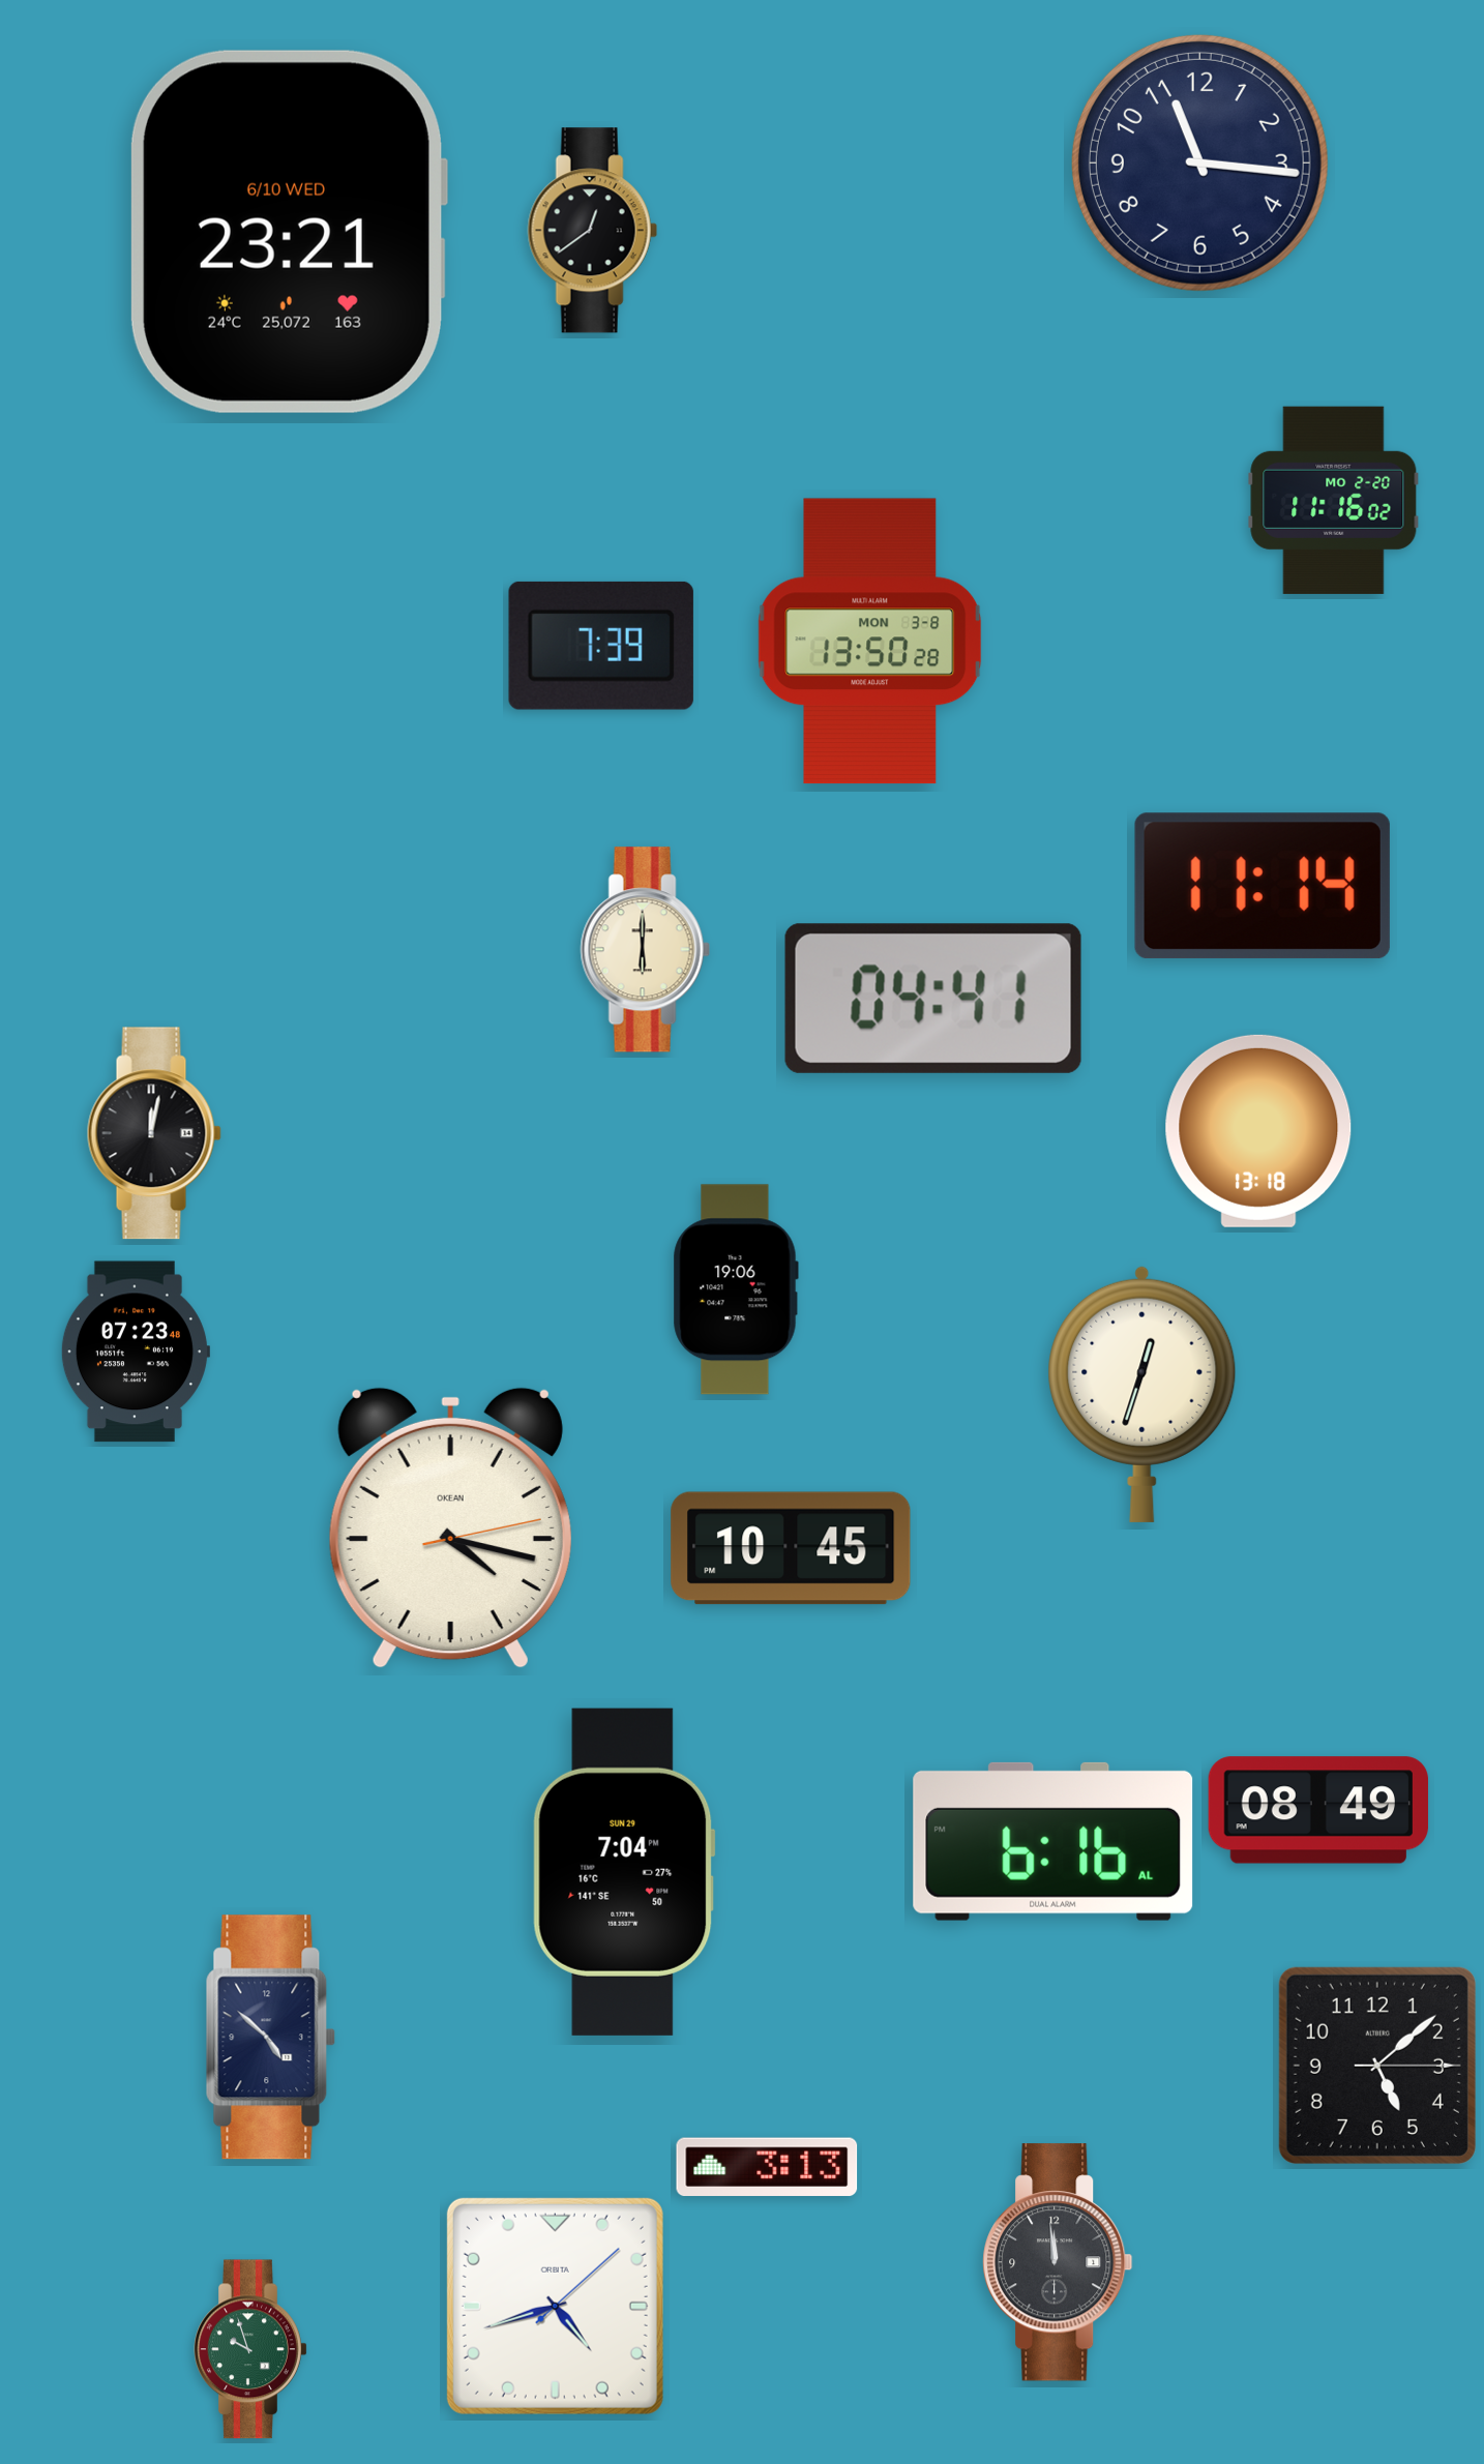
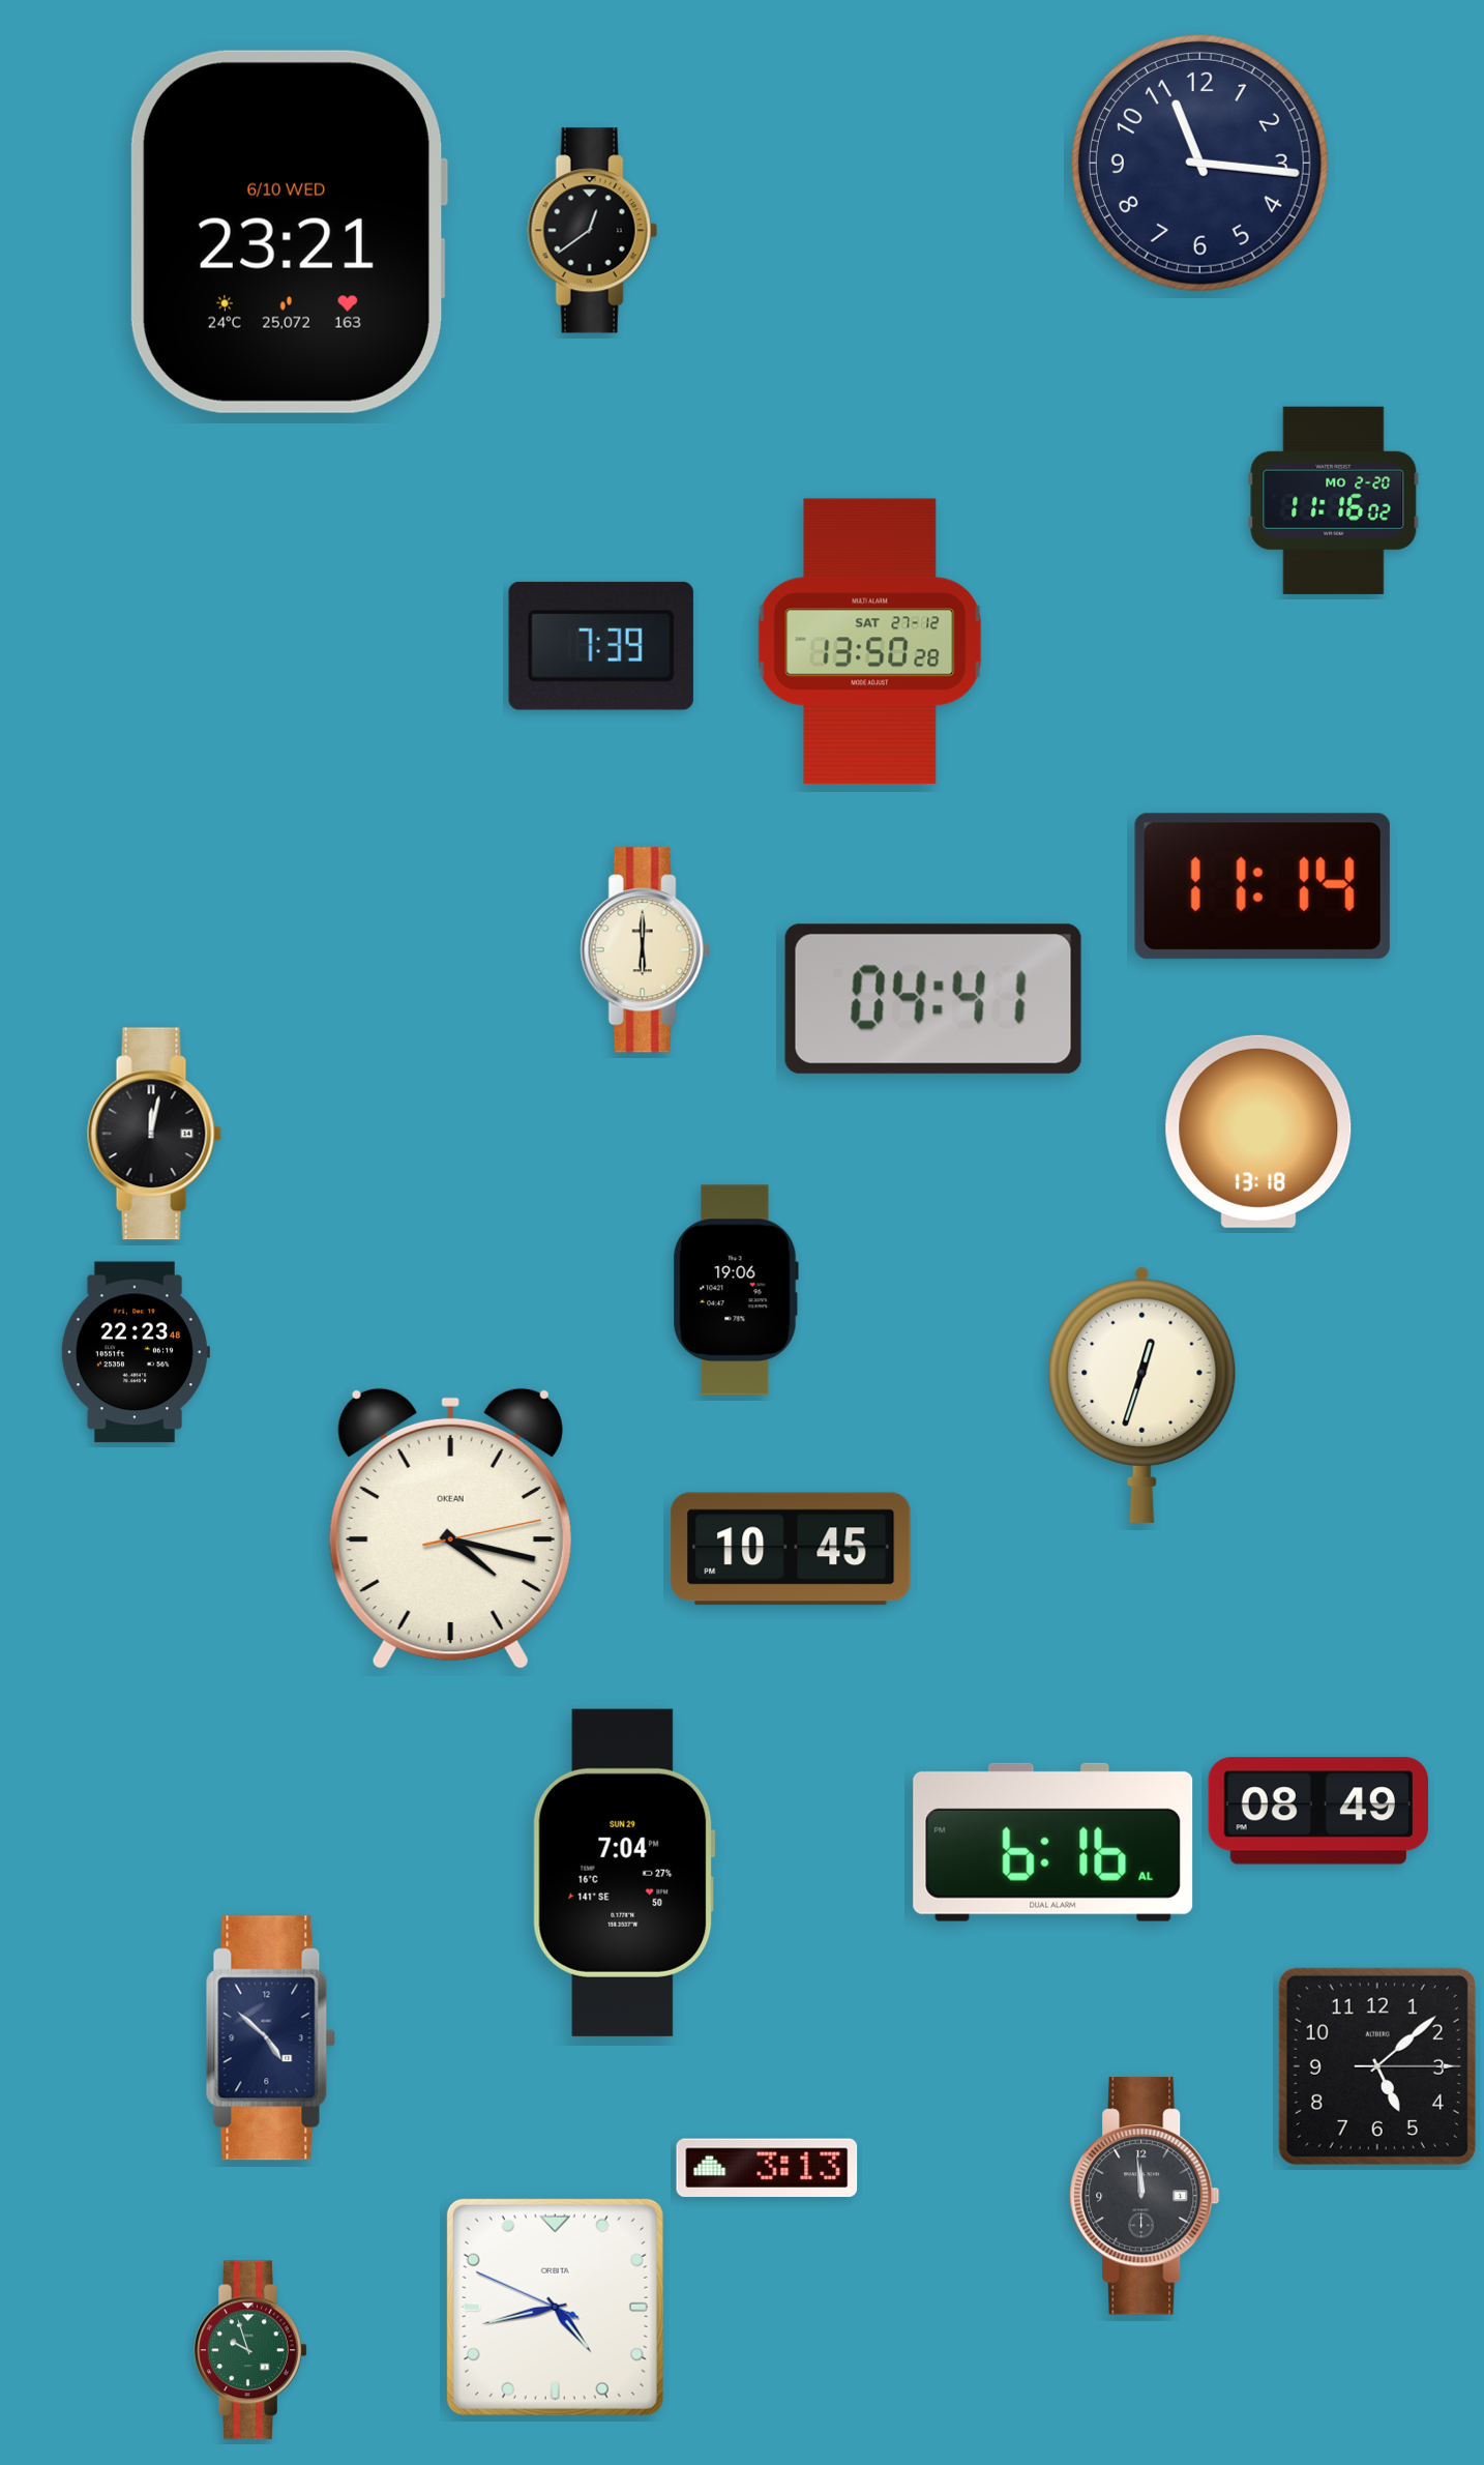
clock at (870, 642) date: MON 3-8 -> SAT 27-12
clock at (135, 1352): 07:23 -> 22:23
clock at (1058, 2262) position: (1058, 2262) -> (1145, 2196)
clock at (555, 2306): 4:42:08 -> 4:42:49
